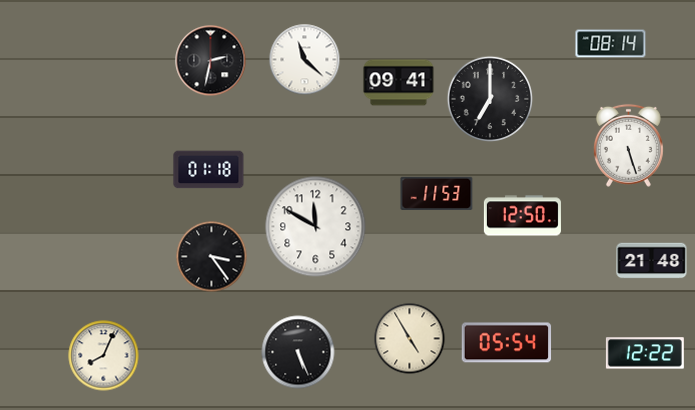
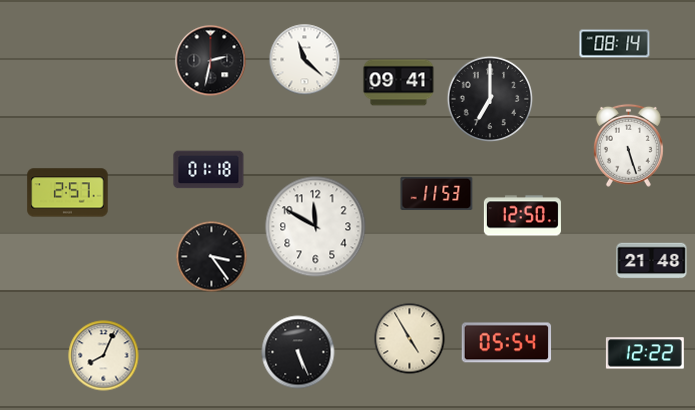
clock at (611, 44) position: (611, 44) -> (615, 44)
clock at (68, 193): none -> 2:57
